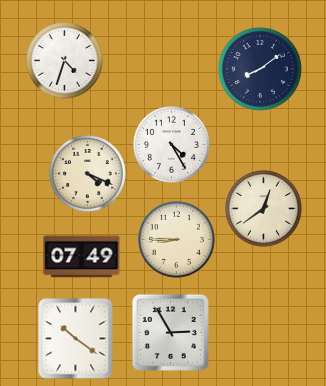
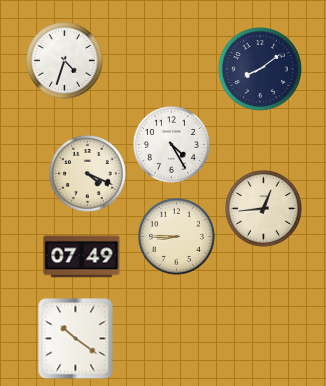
clock at (263, 208): 12:39 -> 12:44
clock at (176, 239) position: (176, 239) -> (176, 236)
clock at (170, 332): 2:55 -> none
